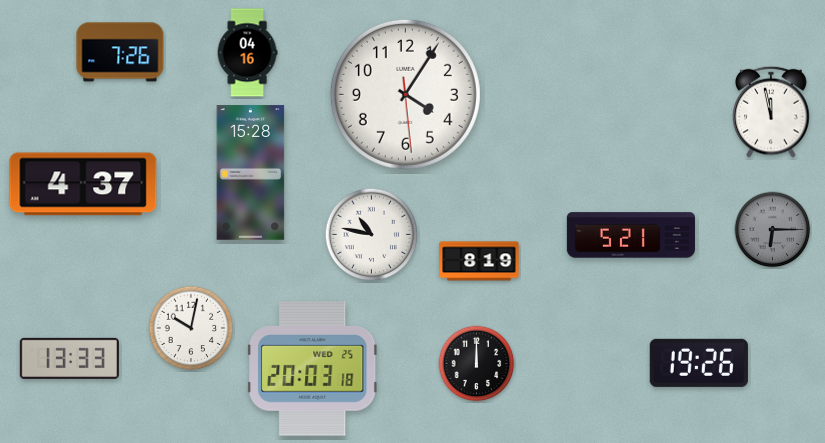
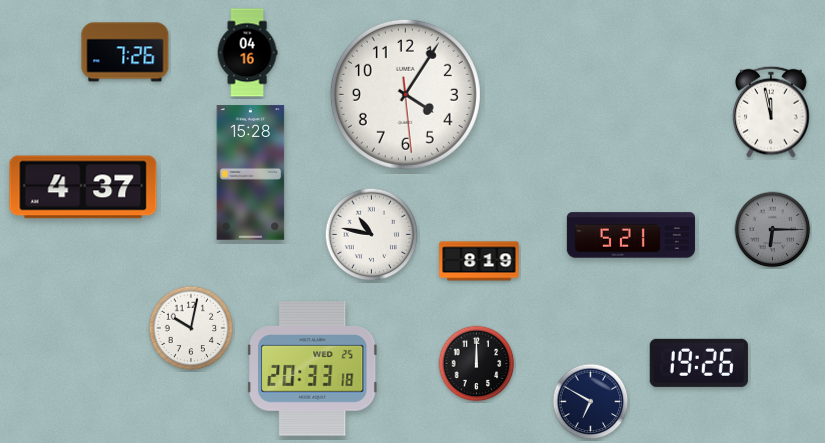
clock at (120, 52) position: (120, 52) -> (125, 52)
clock at (83, 184) position: (83, 184) -> (83, 187)
clock at (69, 358): 13:33 -> none
clock at (313, 369): 20:03 -> 20:33
clock at (591, 402): none -> 6:50
